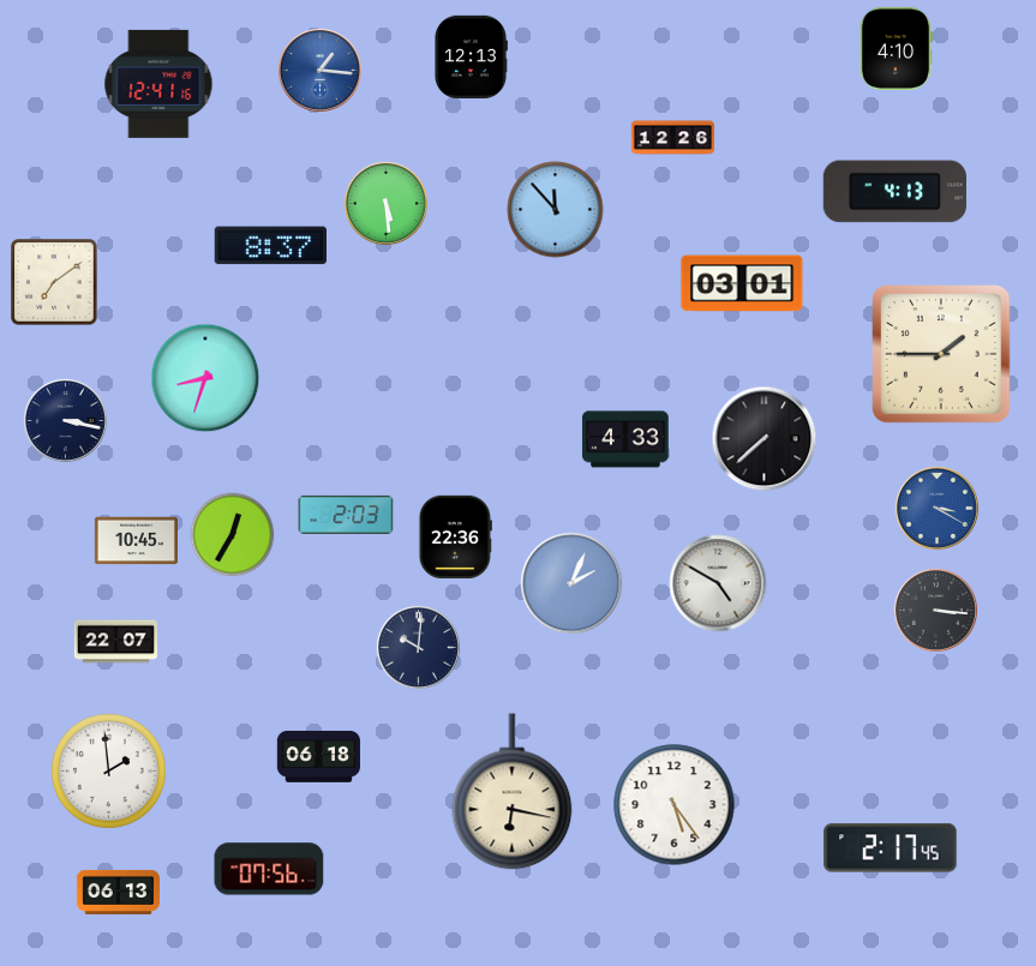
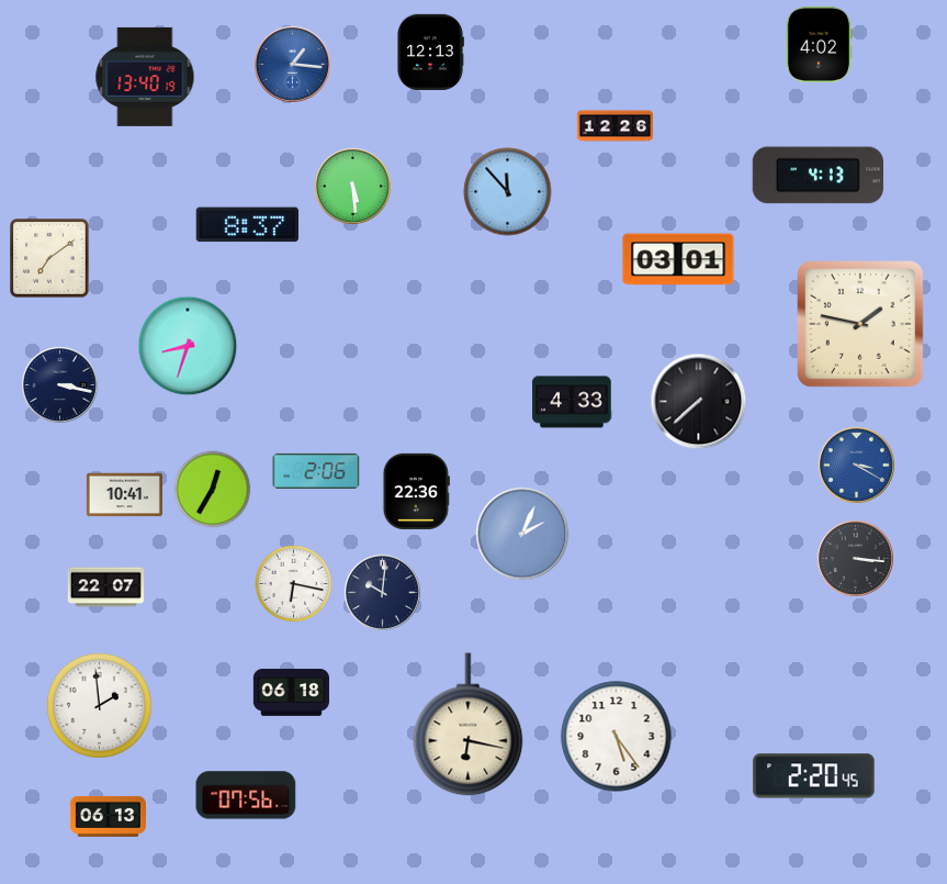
clock at (896, 48): 4:10 -> 4:02
clock at (158, 84): 12:41 -> 13:40
clock at (942, 355): 1:45 -> 1:47
clock at (346, 515): 2:03 -> 2:06
clock at (136, 541): 10:45 -> 10:41
clock at (718, 583): 4:50 -> none
clock at (294, 584): none -> 6:17
clock at (891, 848): 2:17 -> 2:20
